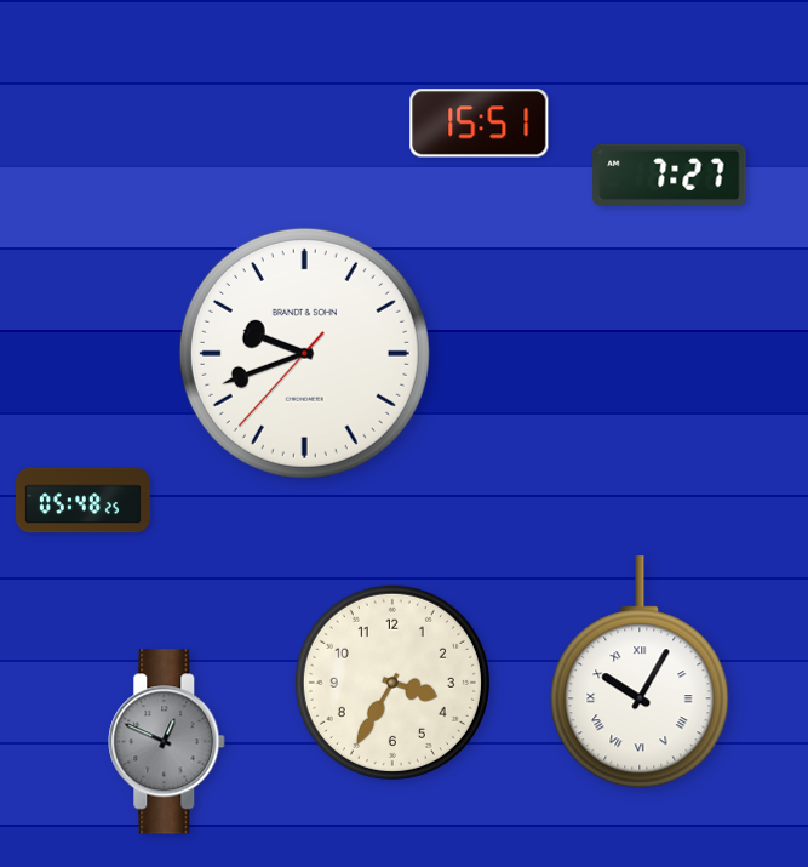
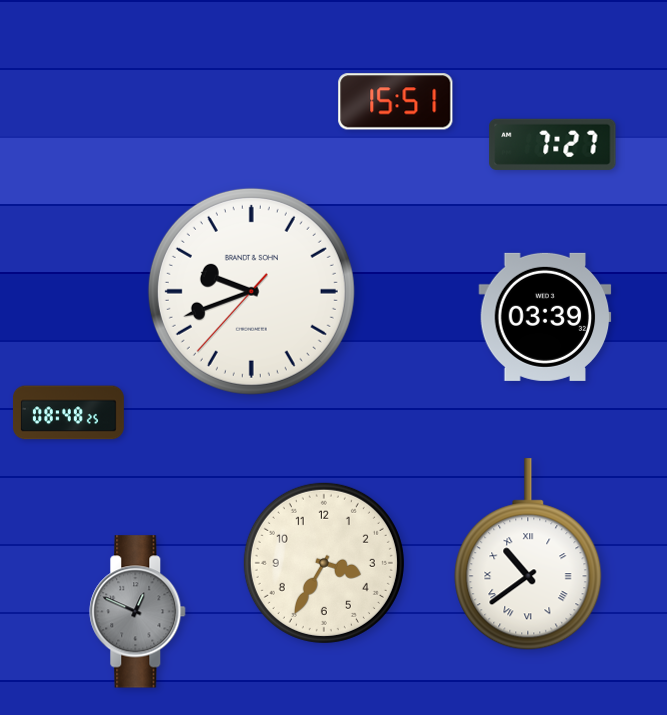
clock at (545, 317): none -> 03:39
clock at (84, 501): 05:48 -> 08:48
clock at (640, 673): 10:05 -> 10:39
